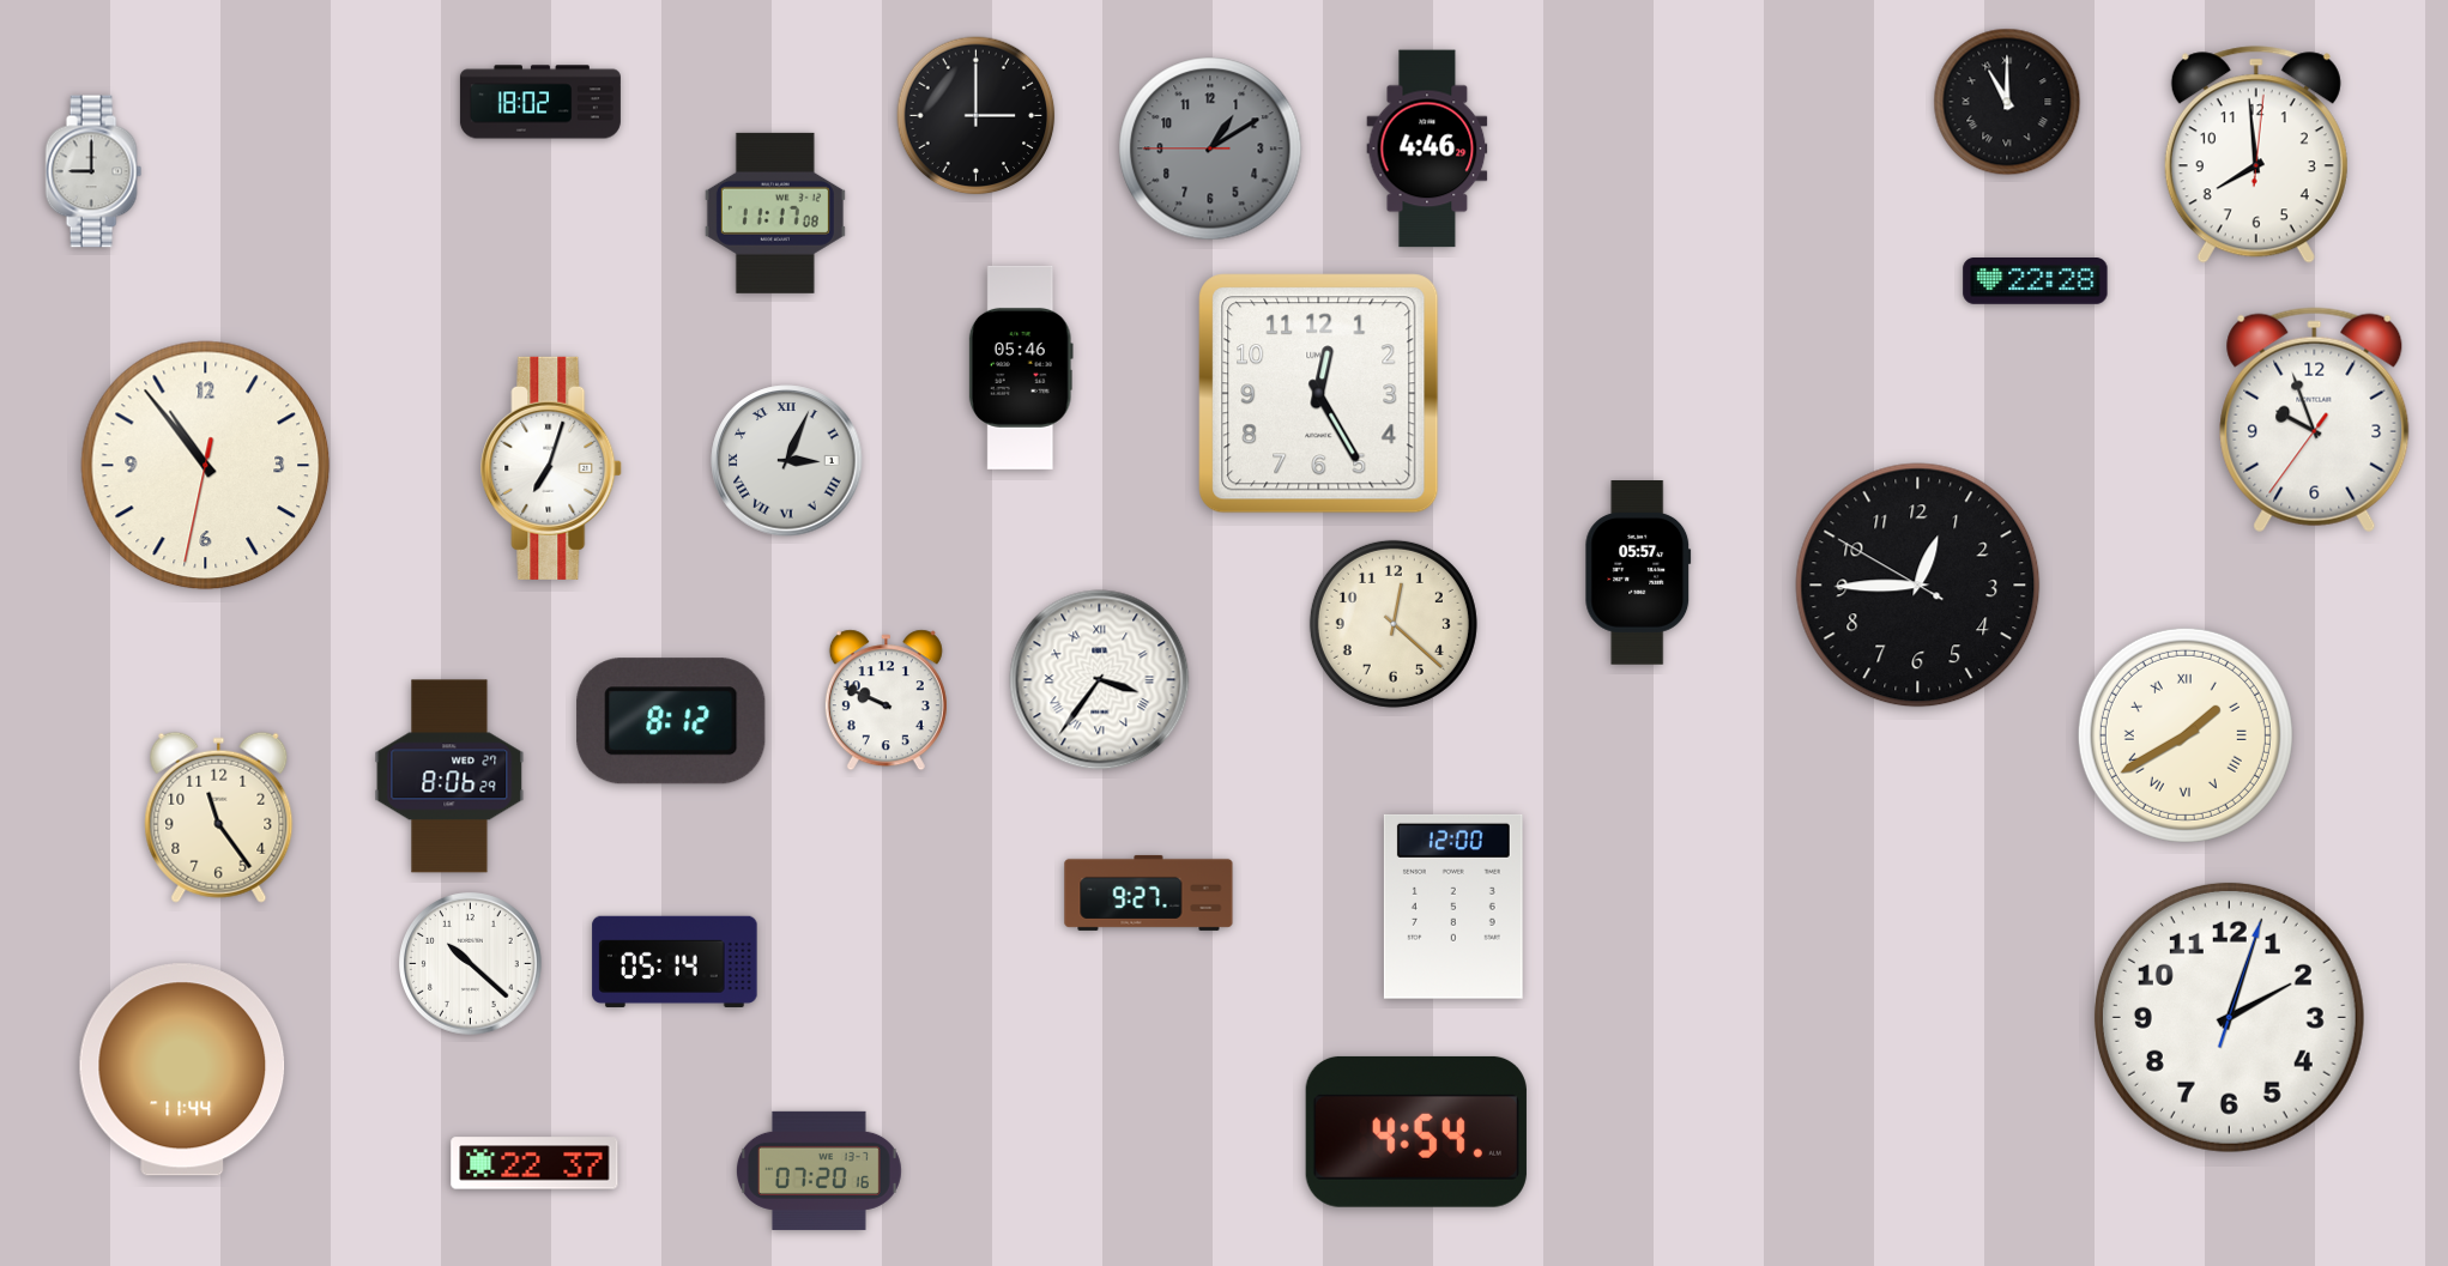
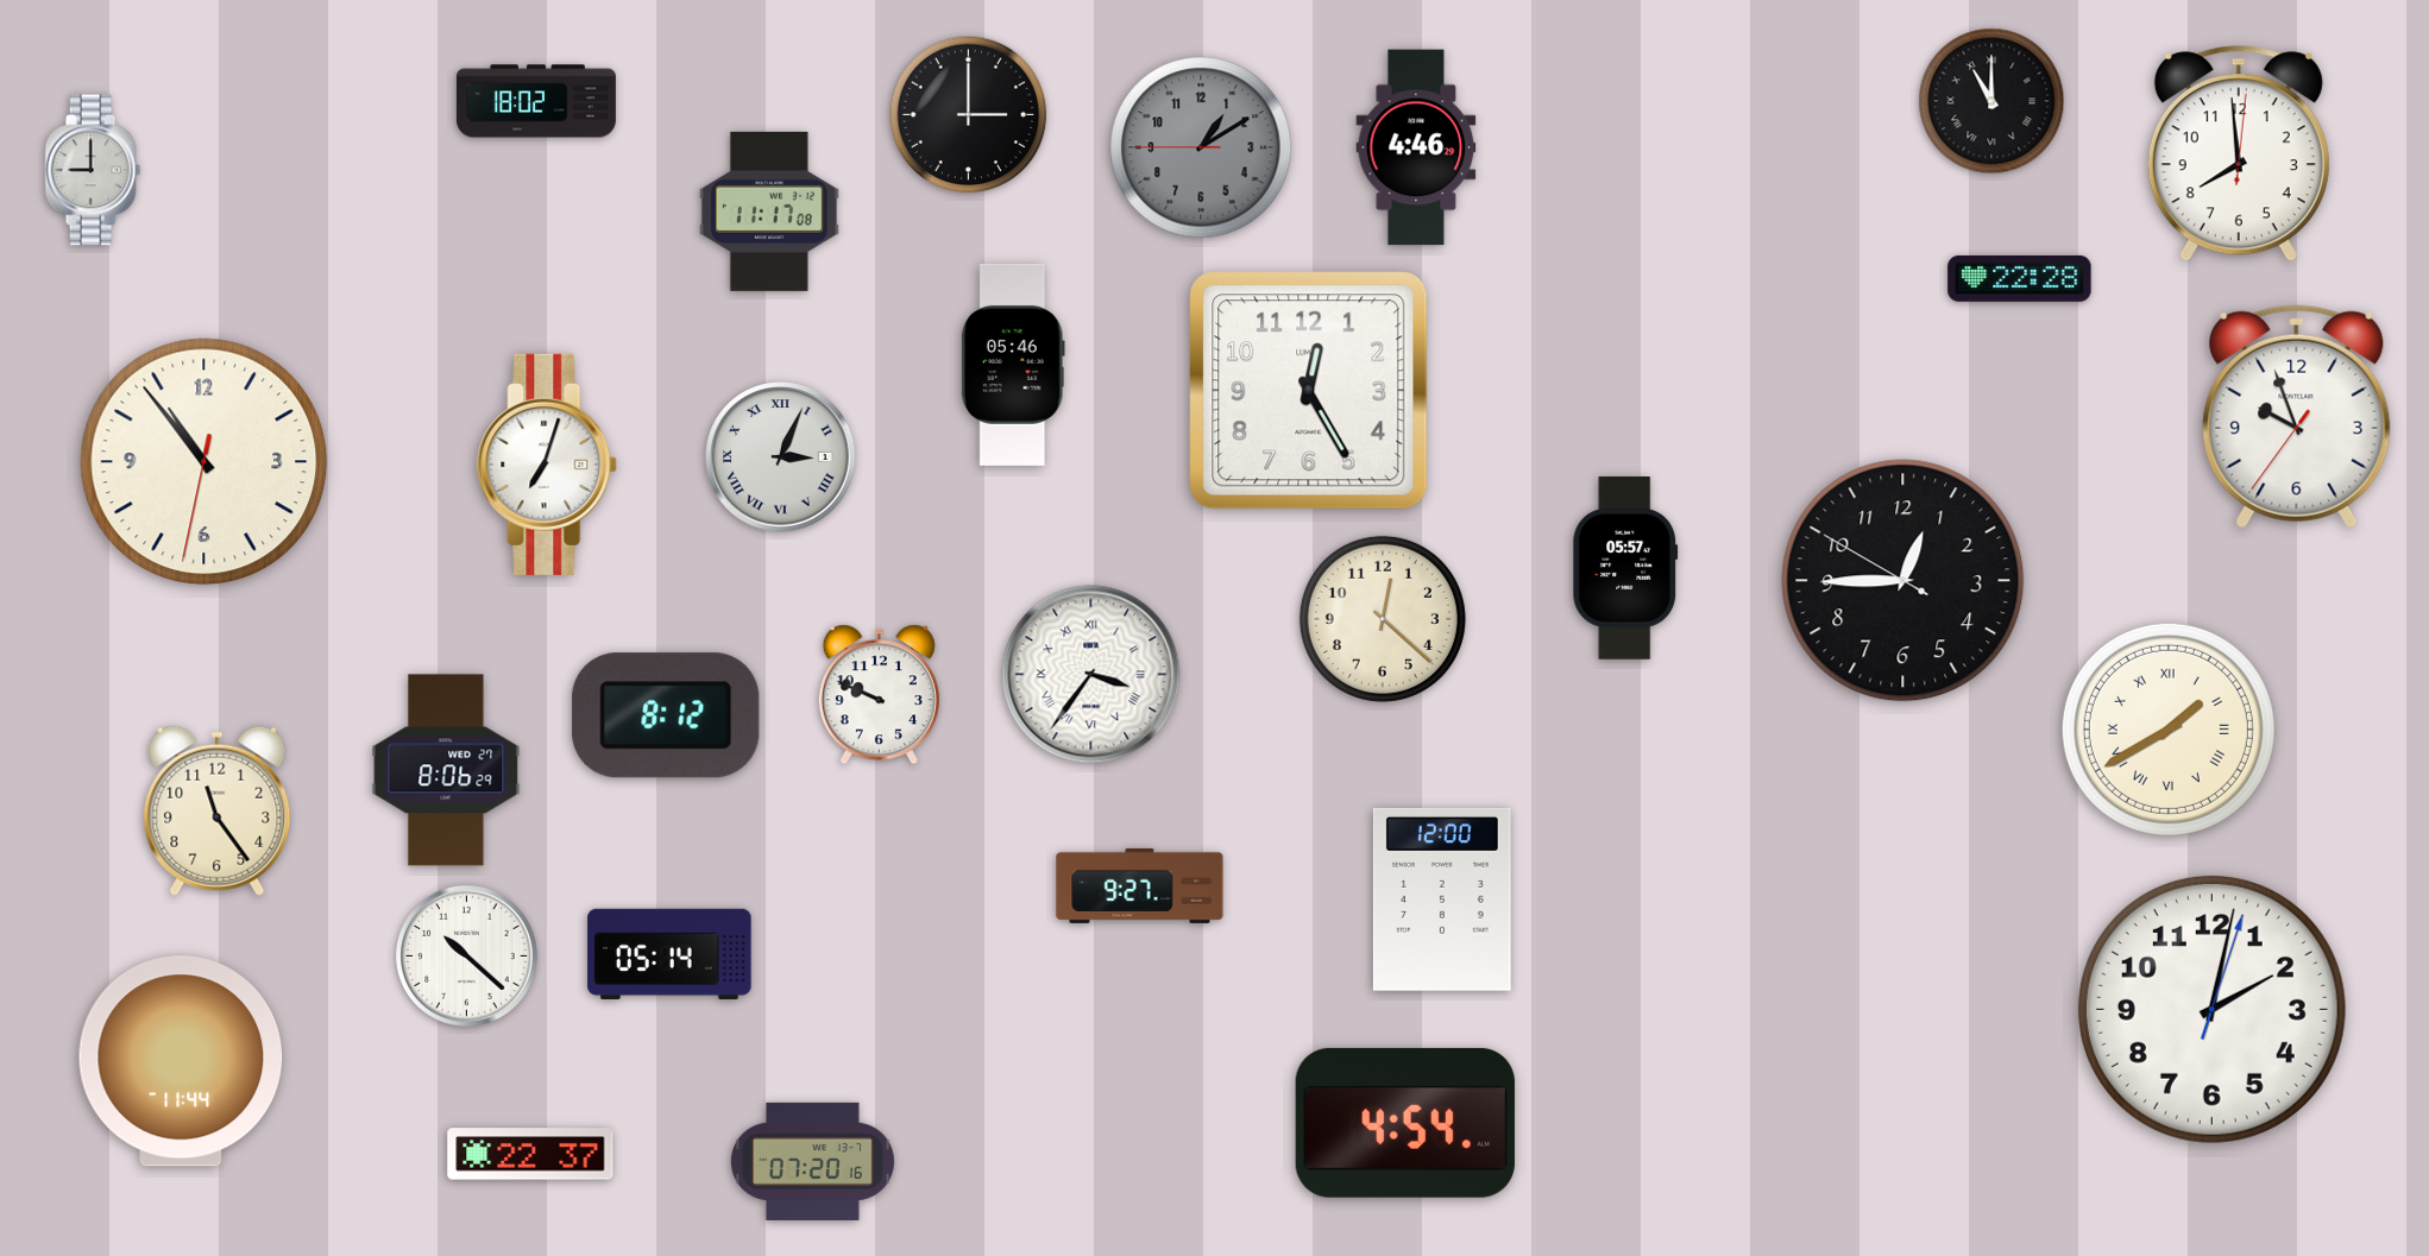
clock at (2229, 1017): 2:03 -> 2:02
